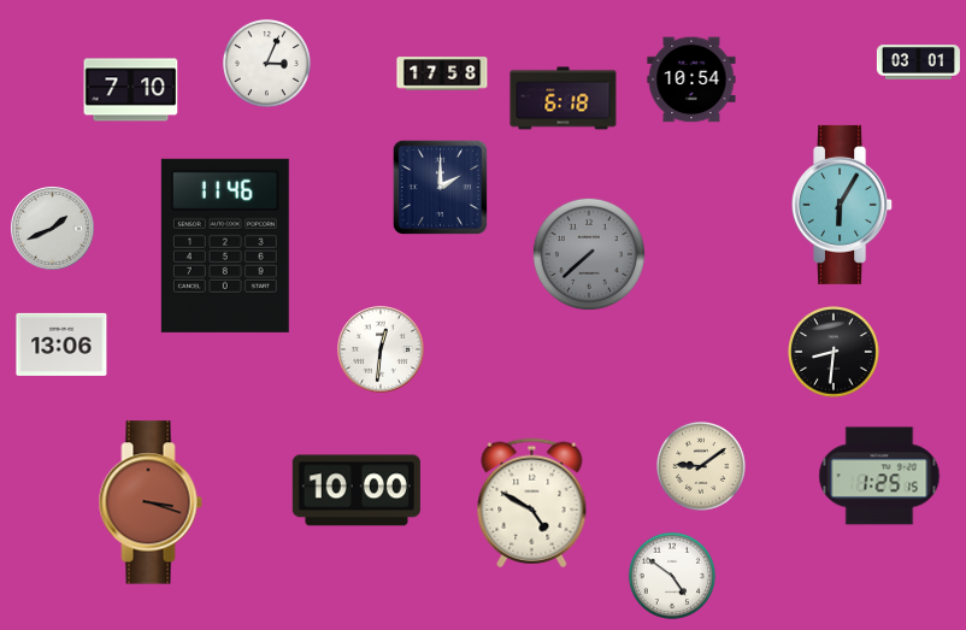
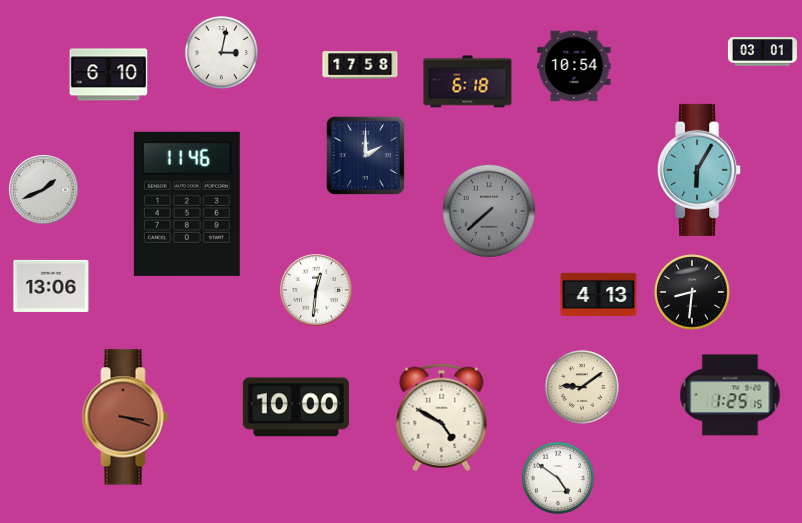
clock at (266, 63): 3:04 -> 3:02
clock at (442, 73) position: (442, 73) -> (360, 65)
clock at (131, 90): 7:10 -> 6:10
clock at (599, 294): none -> 4:13
